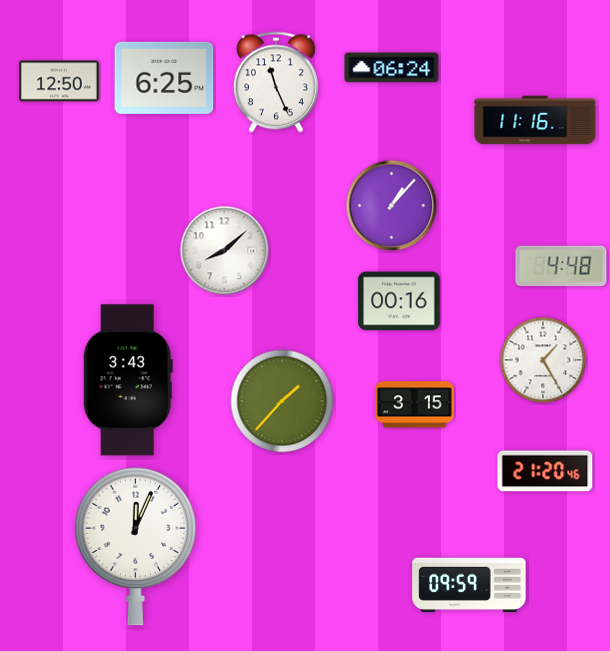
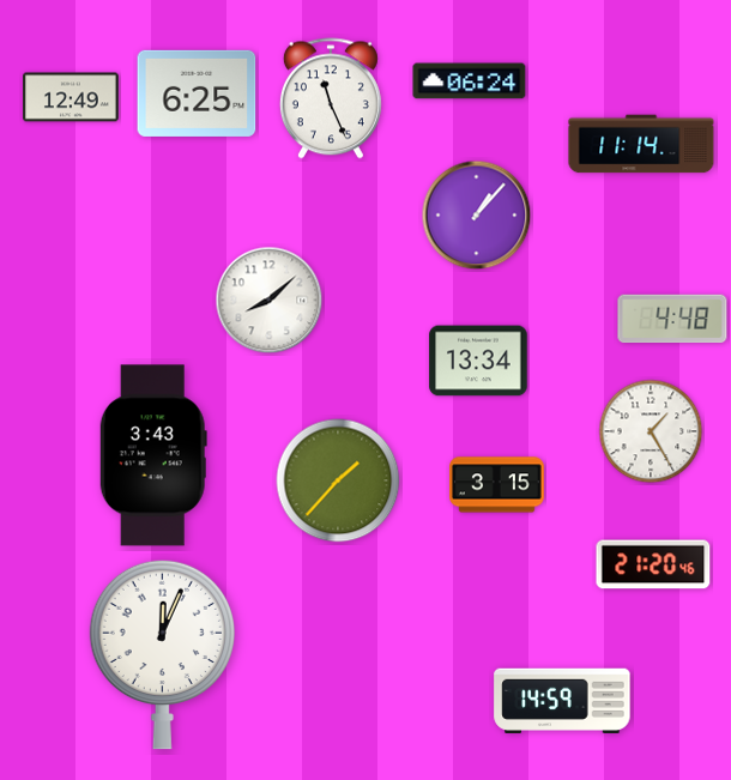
clock at (59, 81): 12:50 -> 12:49
clock at (535, 120): 11:16 -> 11:14
clock at (392, 206) position: (392, 206) -> (477, 216)
clock at (399, 301): 00:16 -> 13:34
clock at (469, 584): 09:59 -> 14:59
